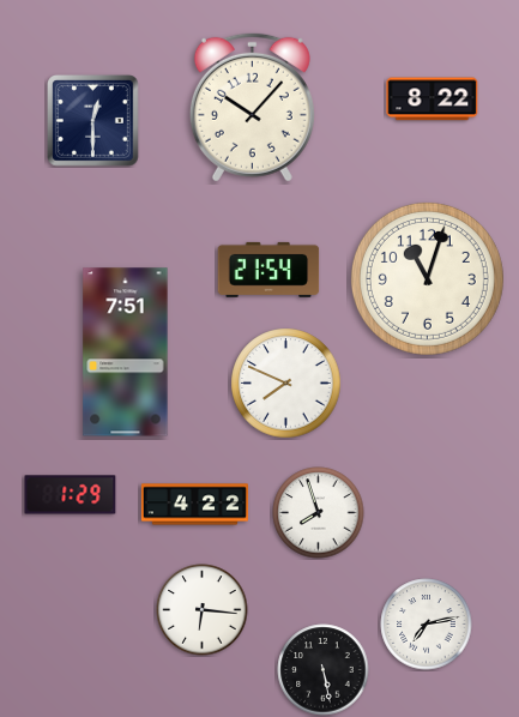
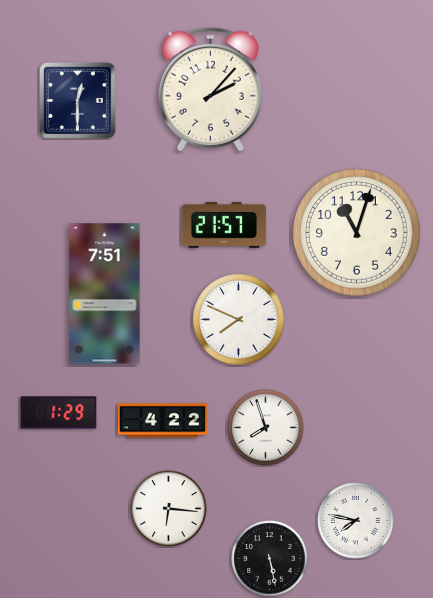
clock at (433, 100): 8:22 -> none
clock at (252, 107): 10:07 -> 2:07
clock at (268, 270): 21:54 -> 21:57
clock at (427, 625): 7:13 -> 7:47
